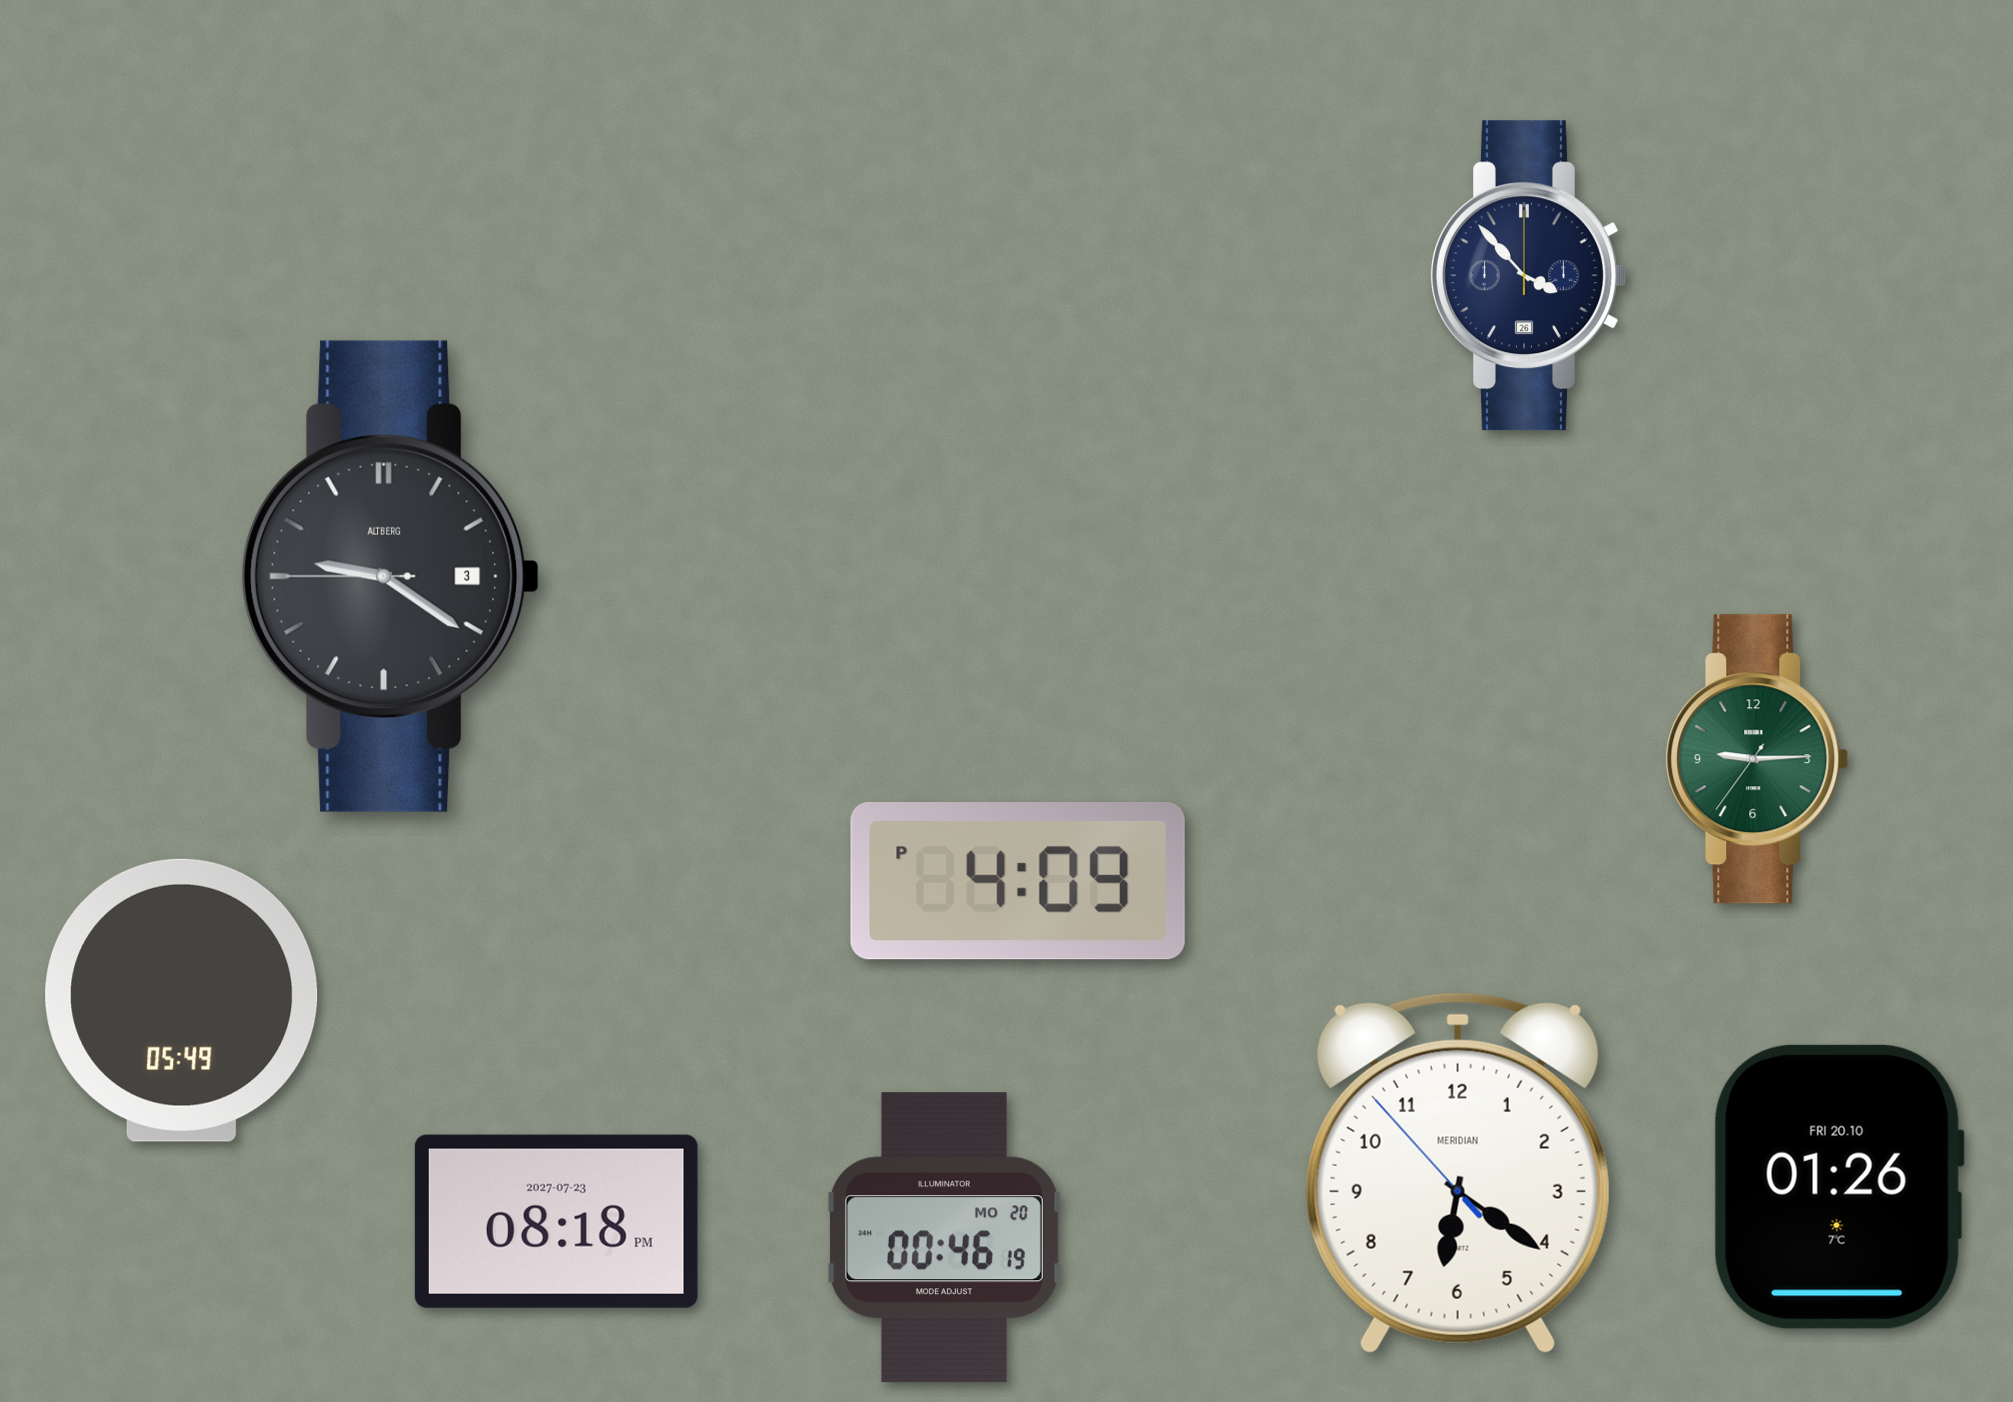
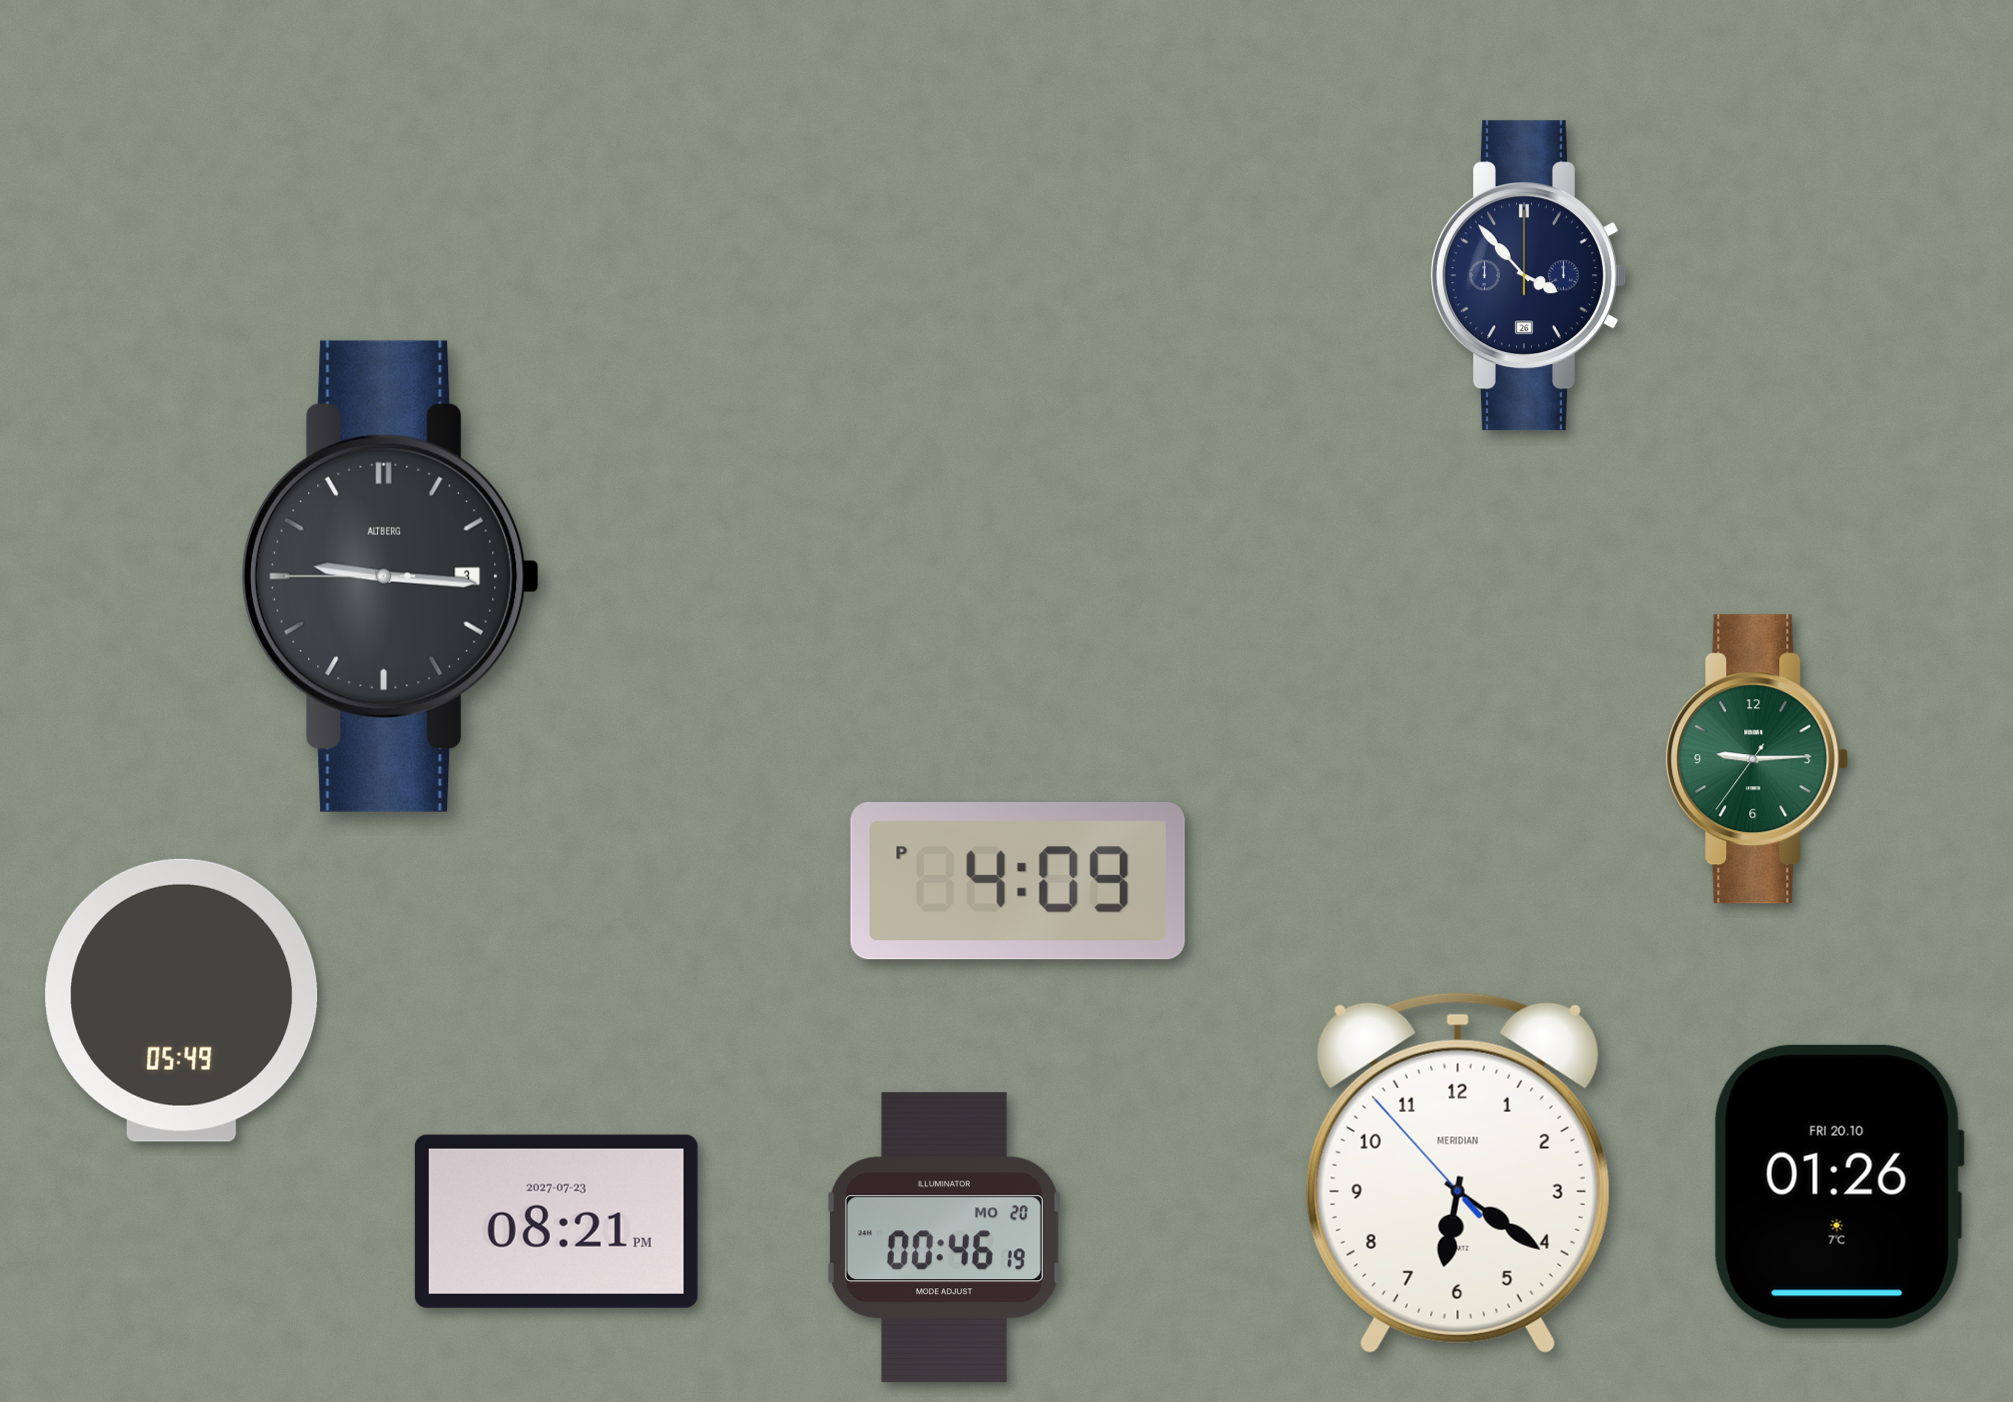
clock at (391, 576): 9:20 -> 9:15
clock at (556, 1221): 08:18 -> 08:21
